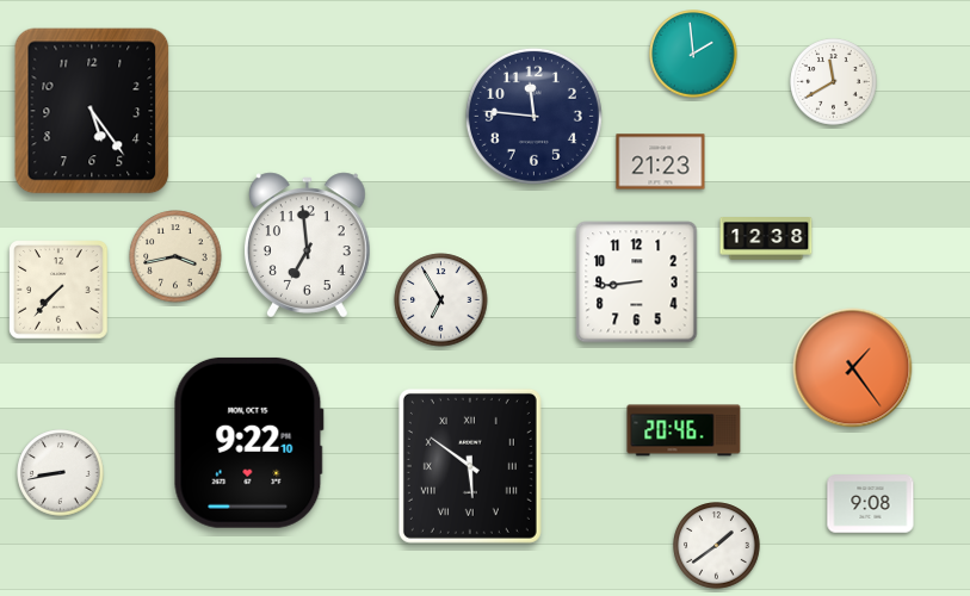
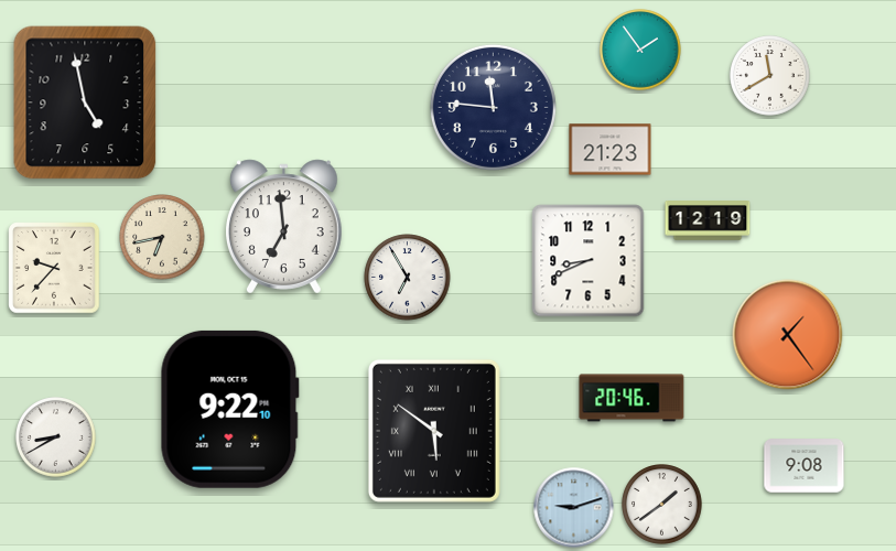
clock at (693, 54): 1:59 -> 1:54
clock at (92, 111): 5:24 -> 4:58
clock at (766, 240): 12:38 -> 12:19
clock at (175, 256): 3:43 -> 6:43
clock at (637, 283): 8:44 -> 8:41
clock at (58, 290): 7:37 -> 9:37
clock at (853, 368) position: (853, 368) -> (788, 335)
clock at (61, 473): 8:43 -> 8:40
clock at (574, 508): none -> 9:12
